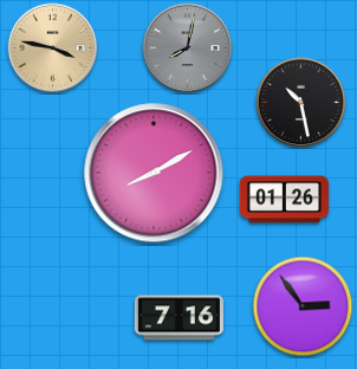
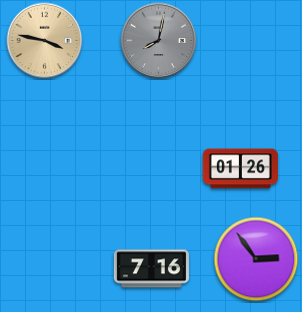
clock at (301, 103): 10:28 -> none
clock at (154, 173): 8:10 -> none
